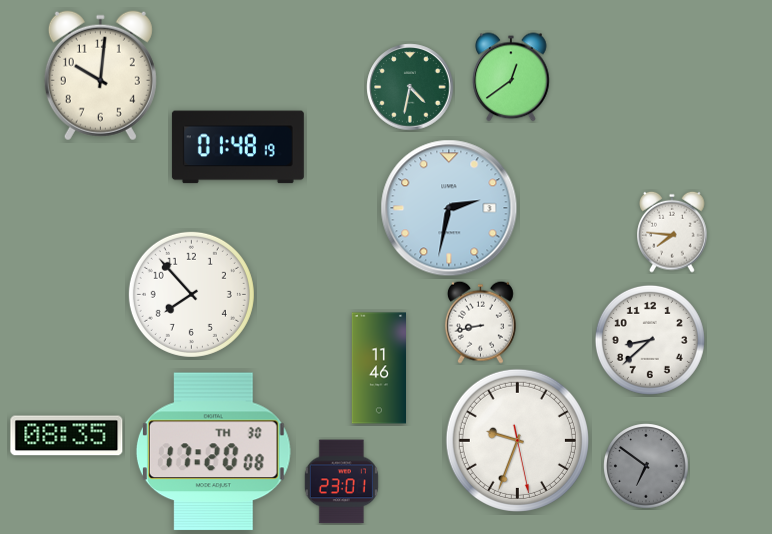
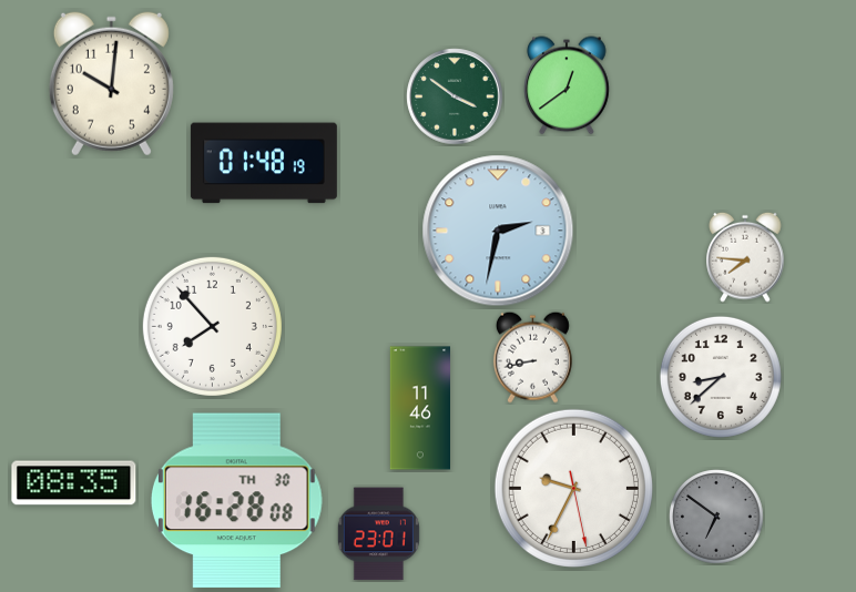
clock at (410, 87): 4:32 -> 3:51
clock at (517, 440): 9:33 -> 9:34
clock at (213, 452): 17:20 -> 16:28
